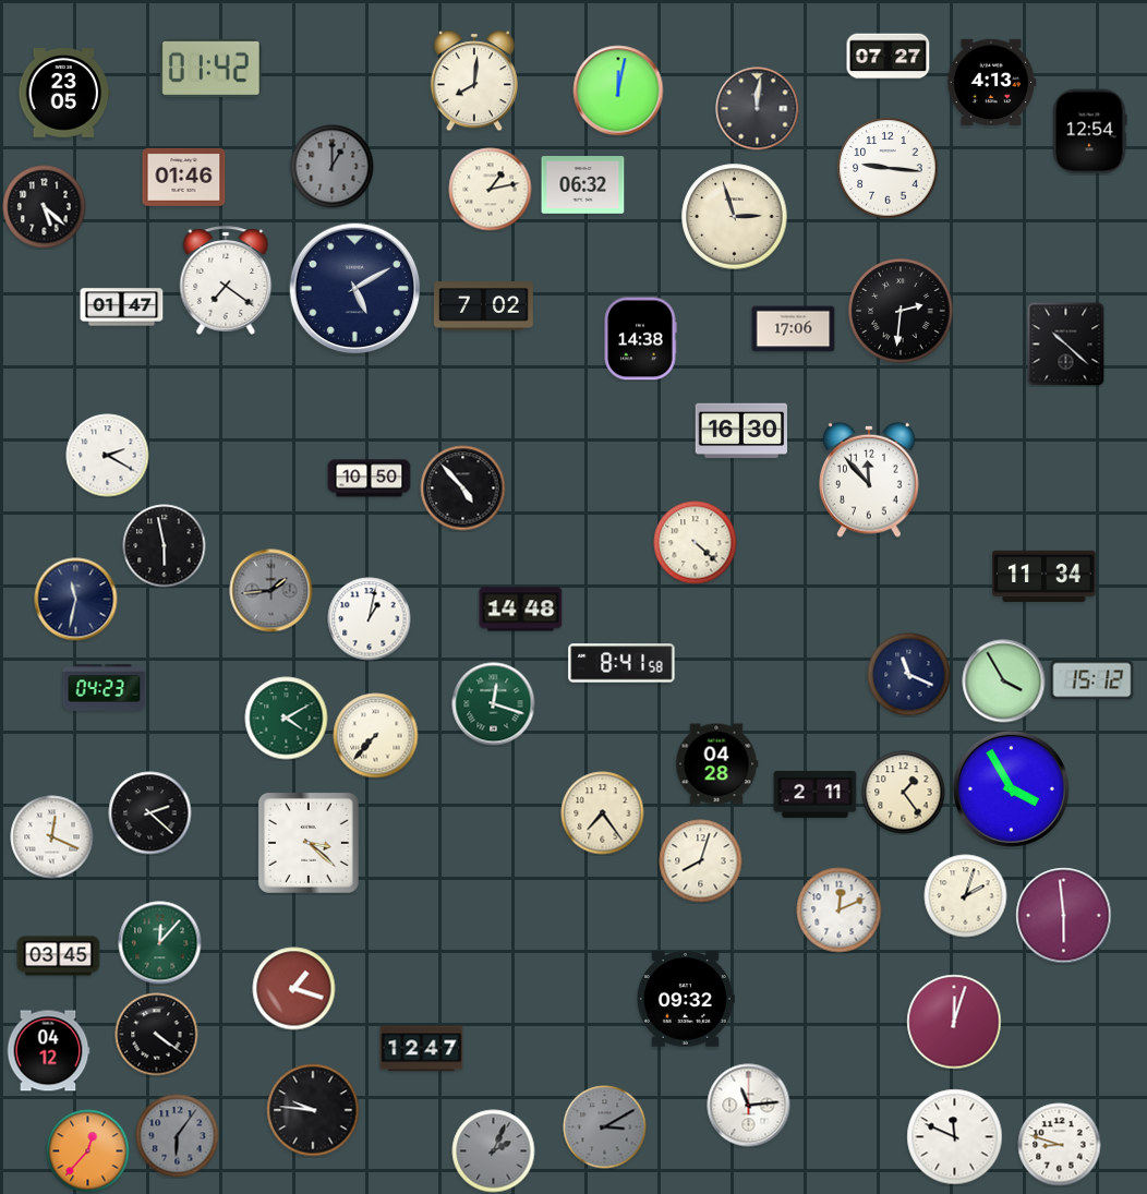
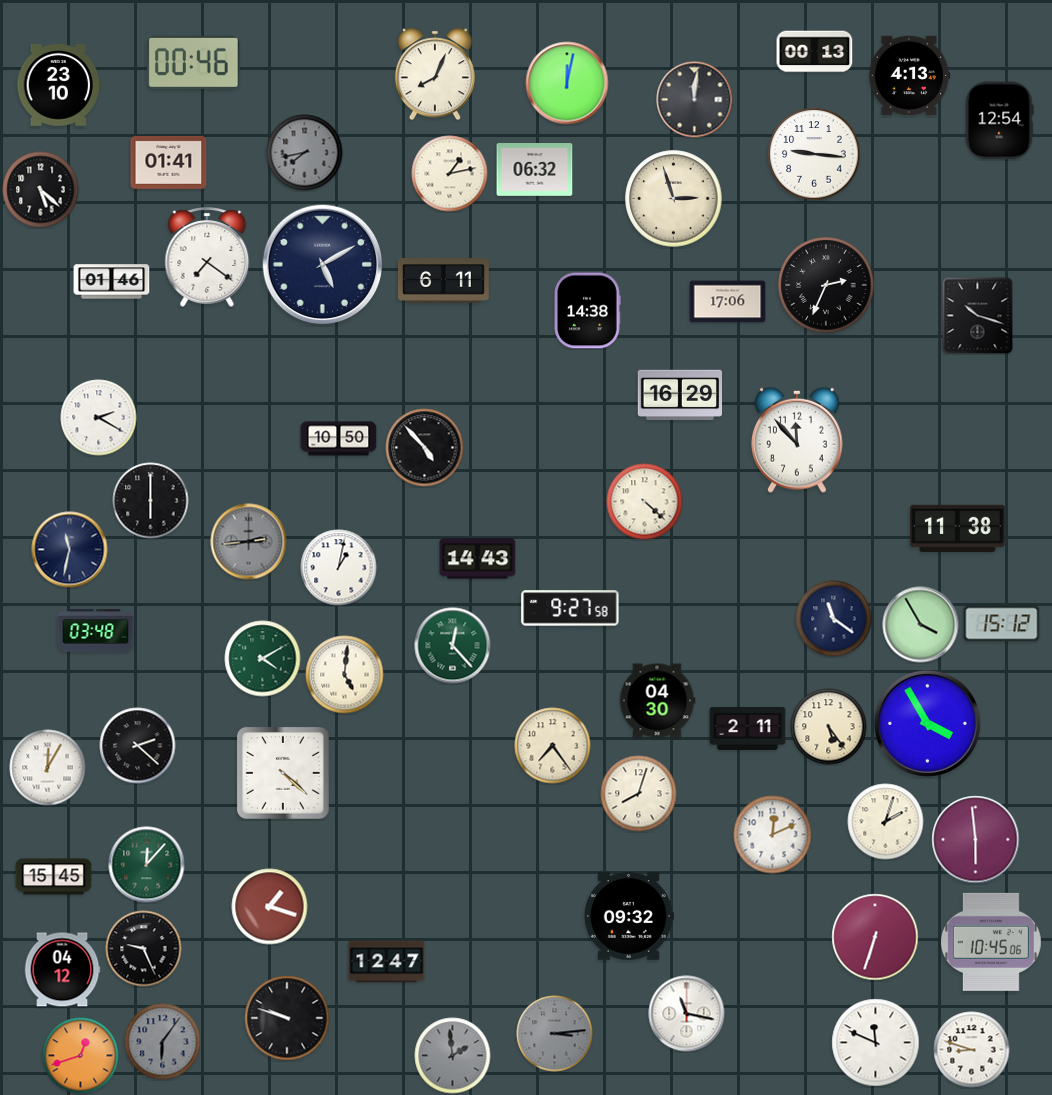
clock at (889, 57): 07:27 -> 00:13
clock at (212, 68): 01:42 -> 00:46
clock at (474, 81): 8:01 -> 8:04
clock at (63, 94): 23:05 -> 23:10
clock at (333, 167): 1:00 -> 7:43
clock at (184, 177): 01:46 -> 01:41
clock at (355, 289) position: (355, 289) -> (323, 265)
clock at (483, 306): 7:02 -> 6:11
clock at (122, 307): 01:47 -> 01:46
clock at (901, 311): 2:31 -> 2:34
clock at (1066, 345): 10:22 -> 10:18
clock at (740, 431): 16:30 -> 16:29
clock at (696, 543) position: (696, 543) -> (645, 502)
clock at (165, 546): 5:58 -> 6:00
clock at (1045, 576): 11:34 -> 11:38
clock at (271, 591): 1:44 -> 2:44
clock at (521, 610): 14:48 -> 14:43
clock at (621, 663): 8:41 -> 9:27
clock at (909, 675): 11:19 -> 11:21
clock at (105, 688): 04:23 -> 03:48
clock at (494, 704): 12:18 -> 12:23
clock at (376, 736): 7:37 -> 5:01
clock at (716, 764): 04:28 -> 04:30
clock at (904, 793): 1:24 -> 5:24
clock at (52, 837): 12:19 -> 12:05
clock at (309, 843): 3:22 -> 4:22
clock at (701, 861) position: (701, 861) -> (639, 794)
clock at (840, 910) position: (840, 910) -> (773, 835)
clock at (59, 956): 03:45 -> 15:45
clock at (954, 1022): 12:03 -> 6:33
clock at (991, 942): none -> 10:45
clock at (157, 1035): 4:21 -> 9:26
clock at (48, 1051) position: (48, 1051) -> (62, 970)
clock at (749, 1106): 11:14 -> 11:17
clock at (313, 1110): 9:46 -> 9:48
clock at (605, 1127): 3:10 -> 3:14
clock at (88, 1151): 12:37 -> 12:42
clock at (494, 1151): 2:04 -> 1:59
